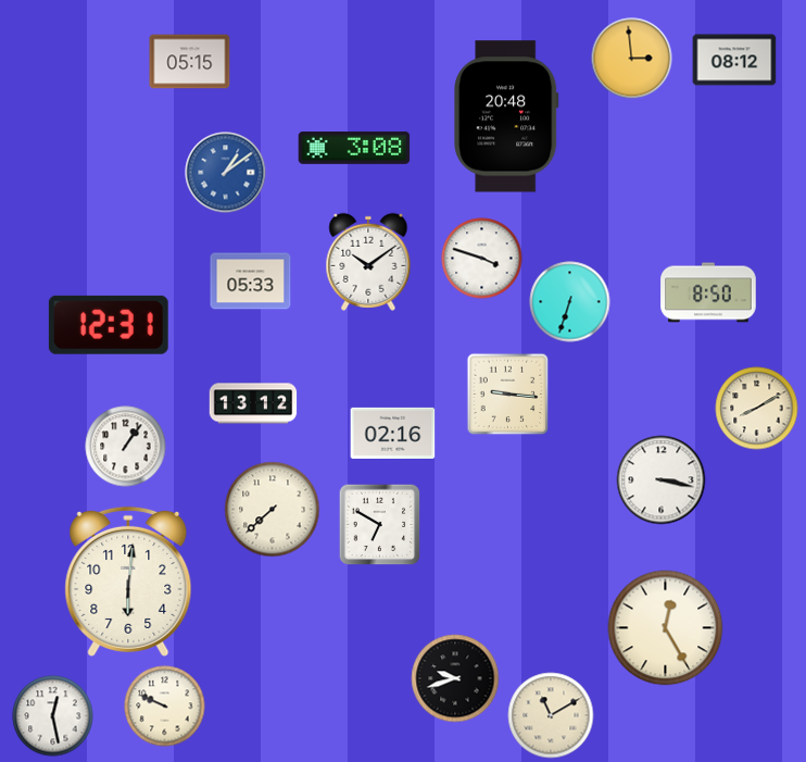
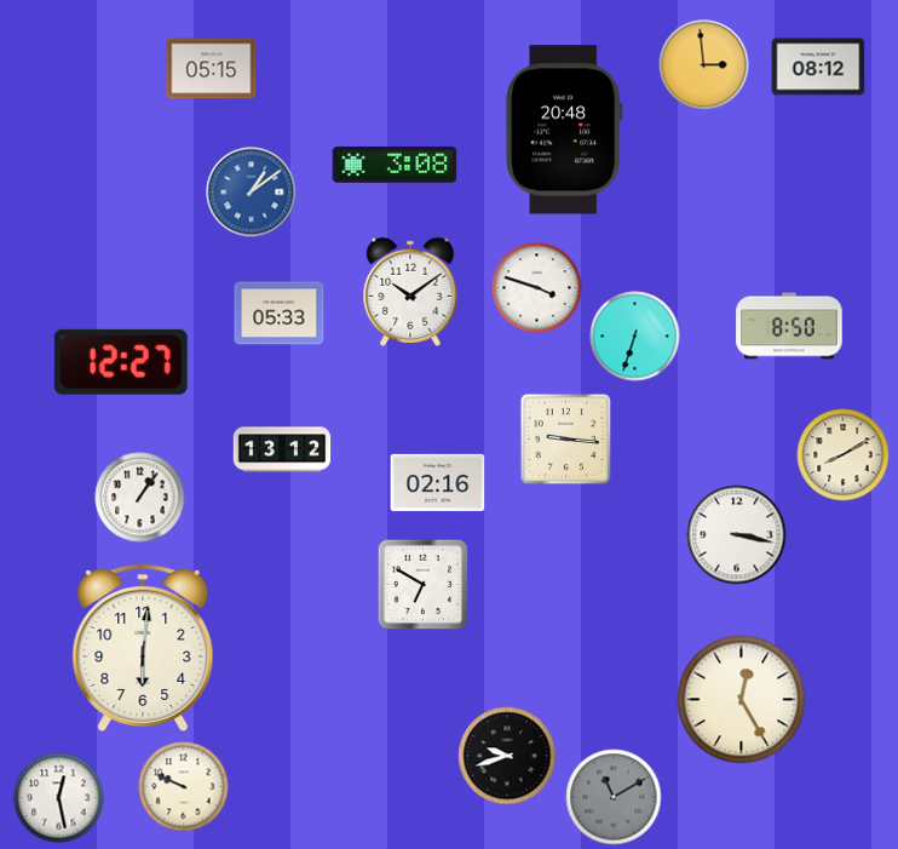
clock at (109, 325): 12:31 -> 12:27
clock at (273, 510): 7:38 -> none
clock at (551, 715) dial: cream -> grey
